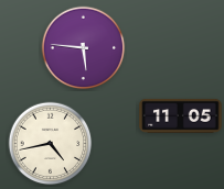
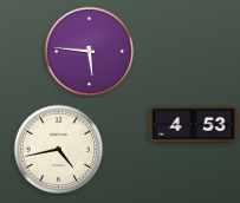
clock at (181, 115): 11:05 -> 4:53
clock at (51, 144) position: (51, 144) -> (59, 150)
